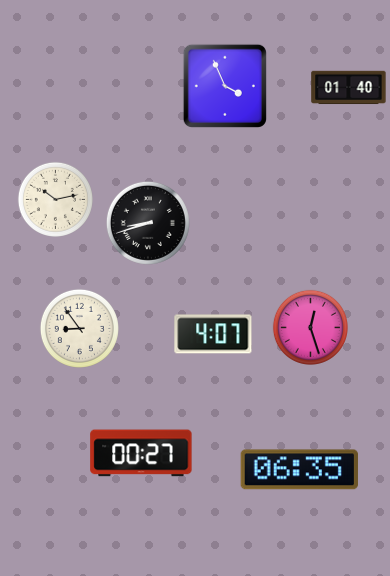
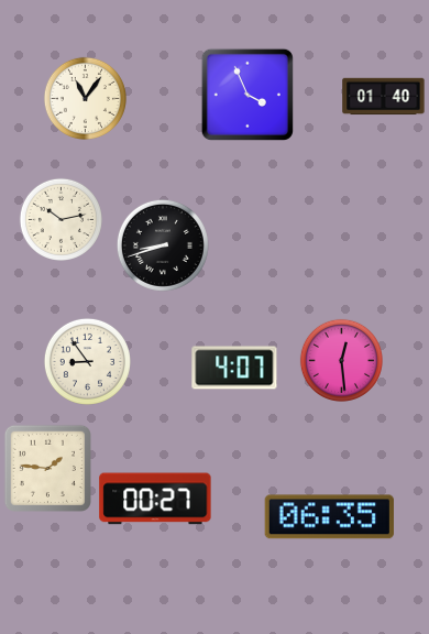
clock at (85, 98): none -> 11:06
clock at (310, 327): 12:27 -> 12:29
clock at (47, 468): none -> 1:46
